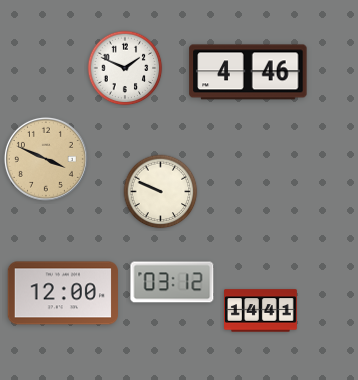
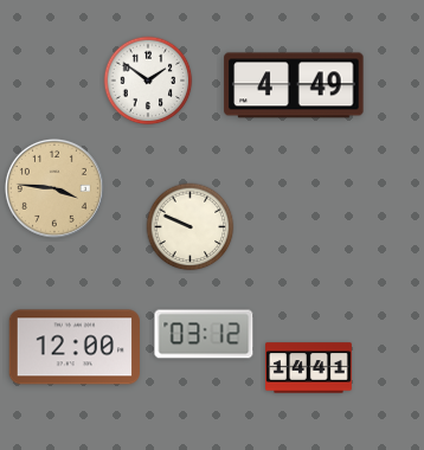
clock at (125, 68): 1:49 -> 1:51
clock at (248, 72): 4:46 -> 4:49
clock at (46, 159): 3:49 -> 3:46
